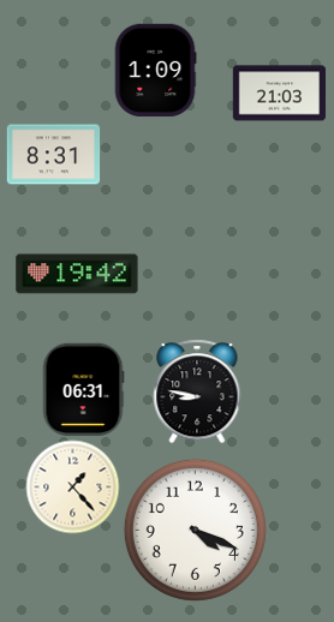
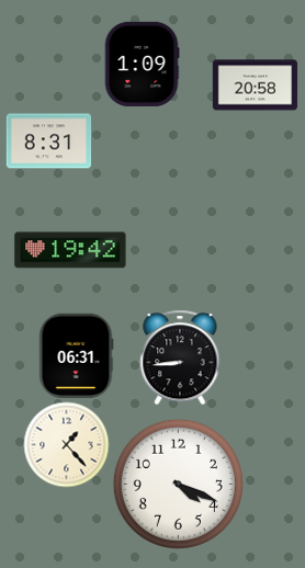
clock at (279, 94): 21:03 -> 20:58
clock at (197, 391): 8:47 -> 8:44
